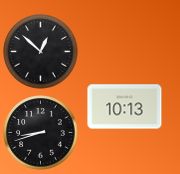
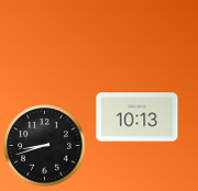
clock at (41, 52): 12:52 -> none
